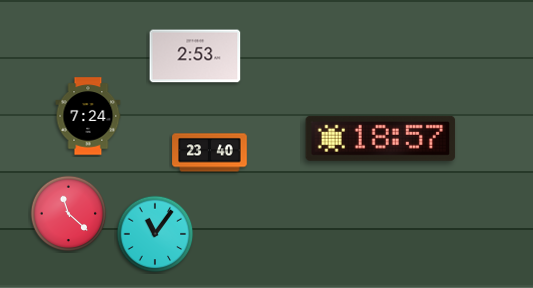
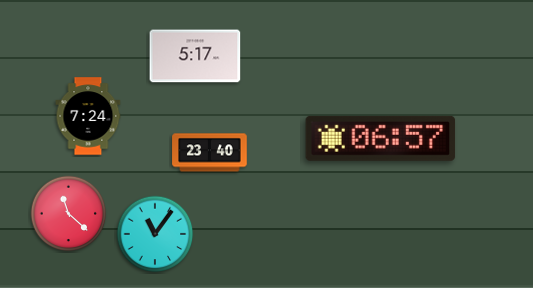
clock at (195, 56): 2:53 -> 5:17
clock at (381, 138): 18:57 -> 06:57
